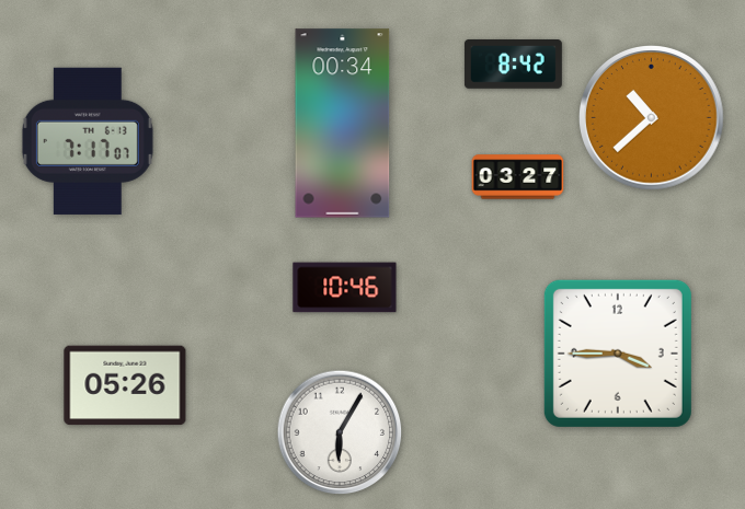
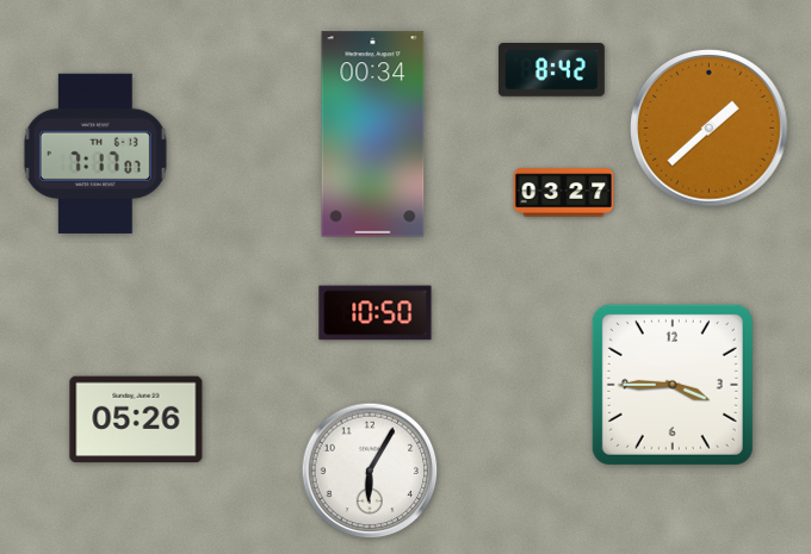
clock at (513, 65) position: (513, 65) -> (551, 70)
clock at (652, 118): 10:38 -> 1:38
clock at (345, 288): 10:46 -> 10:50
